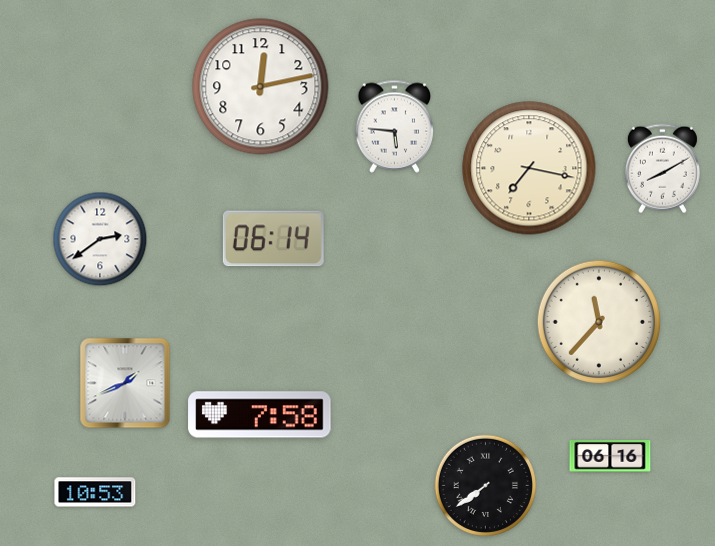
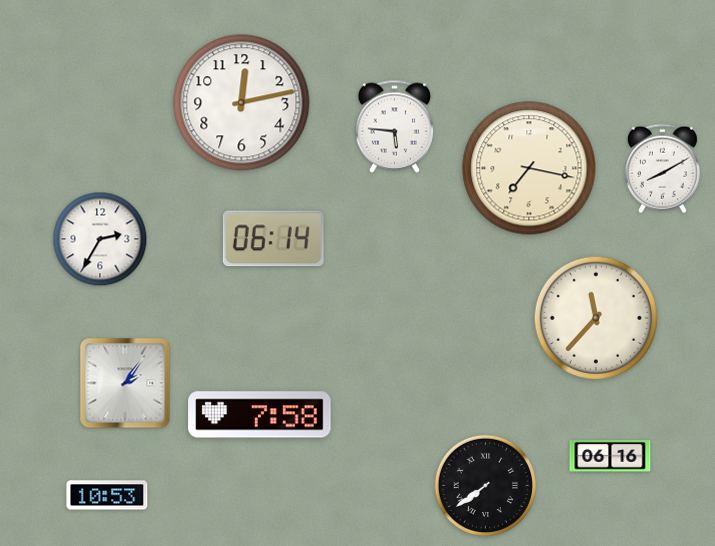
clock at (261, 87) position: (261, 87) -> (242, 103)
clock at (100, 239): 2:39 -> 2:35
clock at (598, 321) position: (598, 321) -> (595, 317)
clock at (125, 383): 1:41 -> 2:06
clock at (95, 492) position: (95, 492) -> (107, 495)
